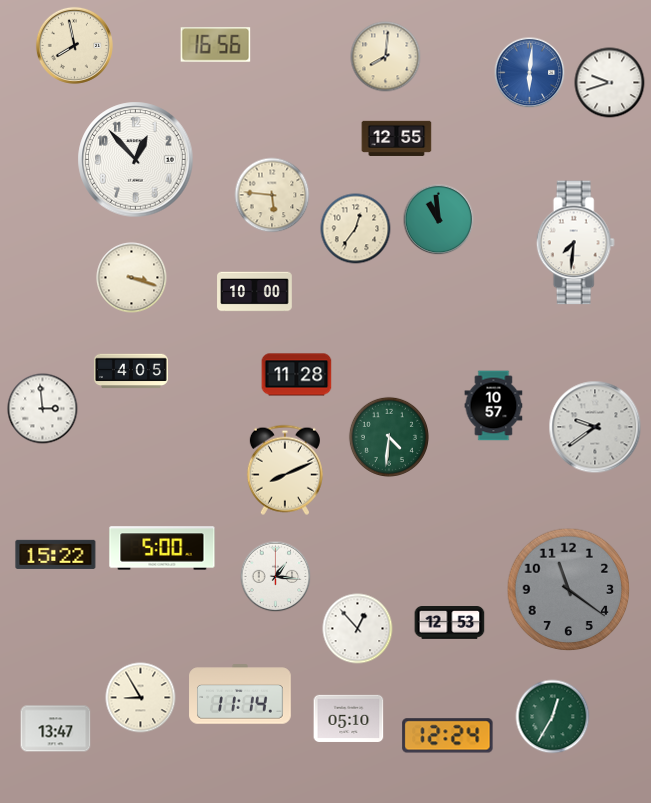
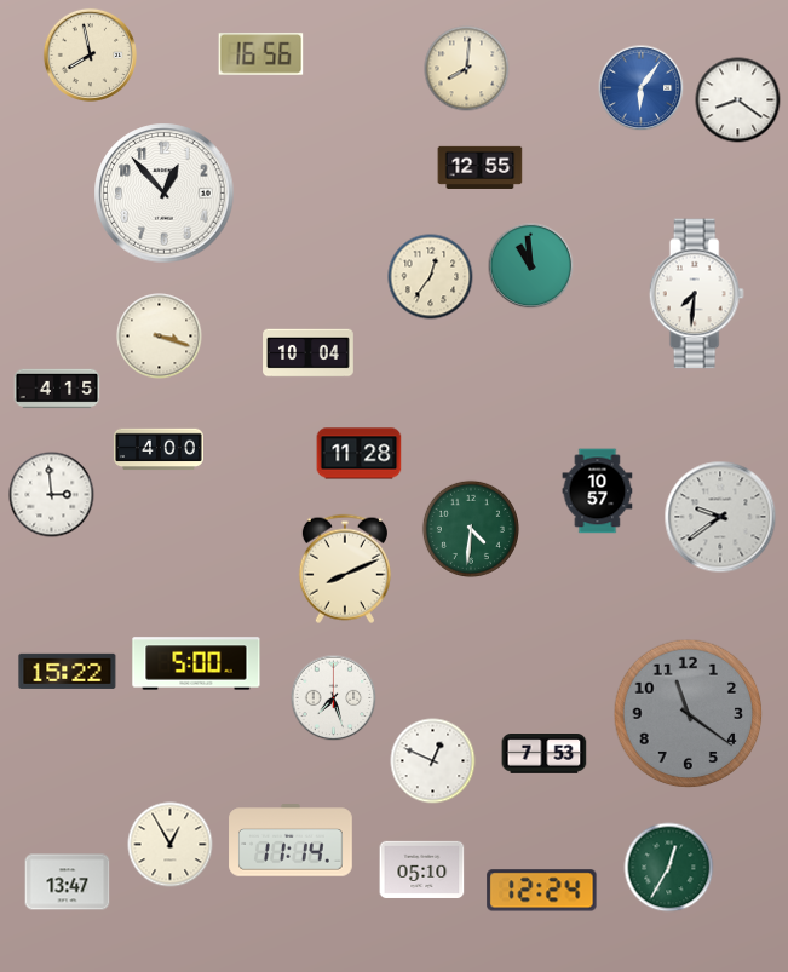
clock at (530, 73): 6:01 -> 6:06
clock at (610, 83): 9:42 -> 8:21
clock at (272, 195): 5:46 -> none
clock at (255, 292): 10:00 -> 10:04
clock at (57, 389): none -> 4:15
clock at (131, 371): 4:05 -> 4:00
clock at (276, 577): 1:16 -> 7:27
clock at (450, 623): 12:53 -> 7:53
clock at (358, 629): 12:53 -> 12:49
clock at (141, 698): 8:55 -> 12:55
